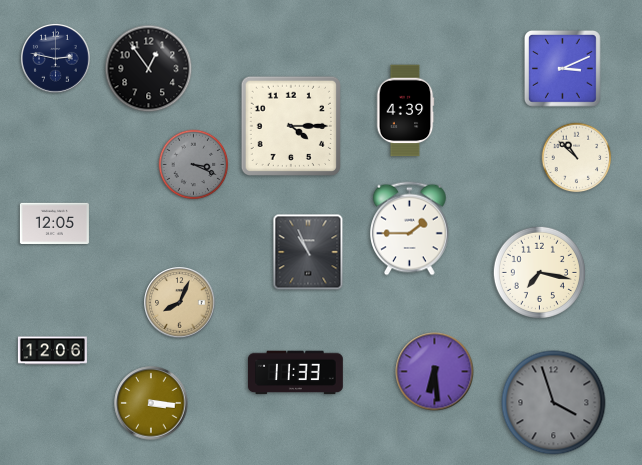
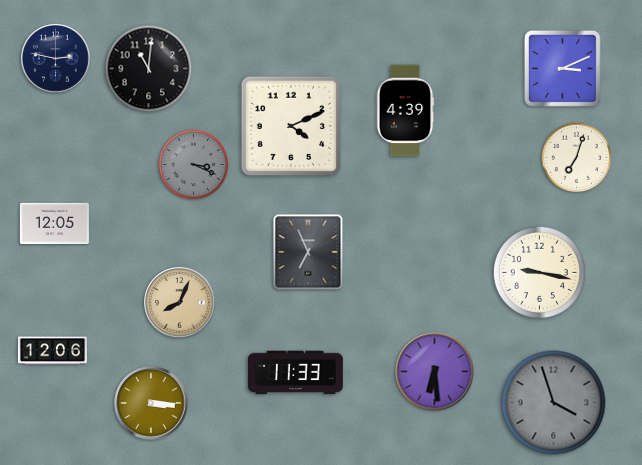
clock at (149, 69): 12:54 -> 11:01
clock at (291, 126): 4:15 -> 4:11
clock at (577, 158): 10:52 -> 7:03
clock at (410, 229): 1:45 -> none
clock at (308, 252): 10:56 -> 6:56
clock at (539, 272): 7:17 -> 9:17
